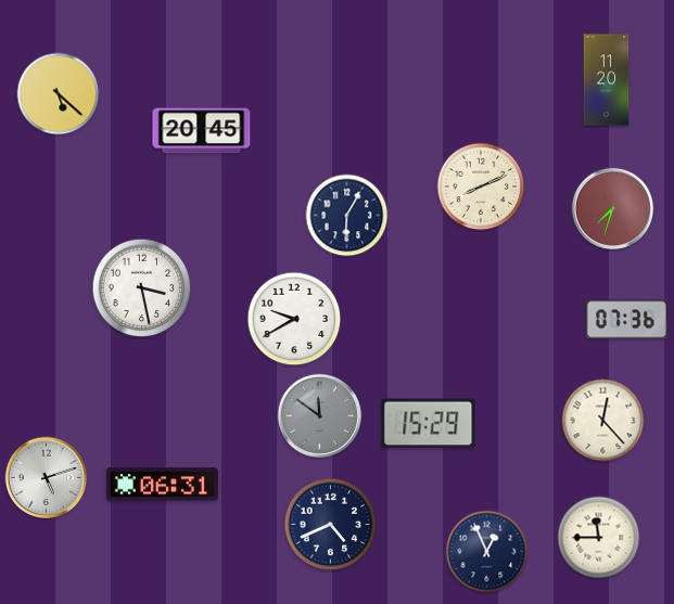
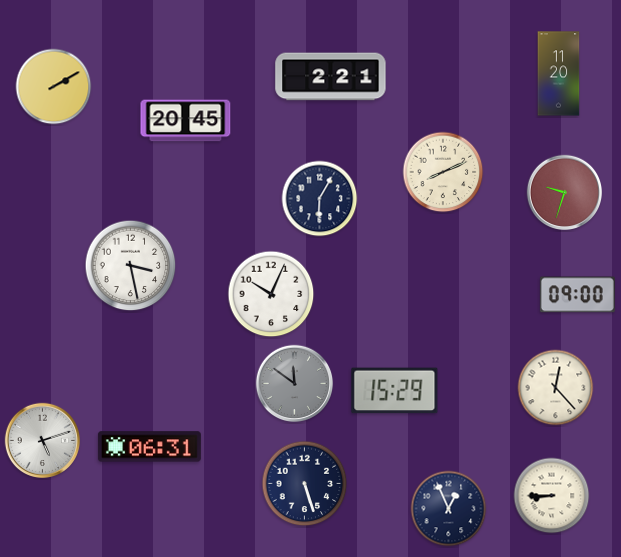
clock at (331, 77): none -> 2:21
clock at (59, 94): 5:22 -> 2:10
clock at (613, 209): 7:33 -> 9:33
clock at (294, 319): 9:40 -> 10:04
clock at (626, 320): 07:36 -> 09:00
clock at (331, 525): 4:41 -> 5:27
clock at (599, 538): 11:45 -> 8:45
